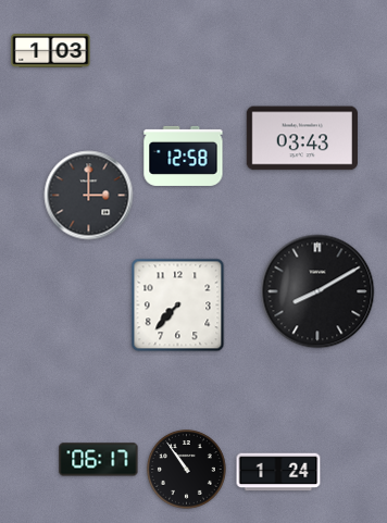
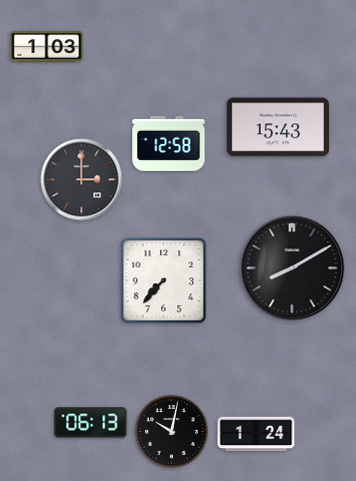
clock at (302, 138): 03:43 -> 15:43
clock at (99, 460): 06:17 -> 06:13
clock at (187, 470): 10:54 -> 10:02
